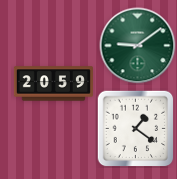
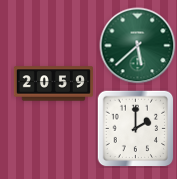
clock at (138, 46): 9:09 -> 5:38
clock at (135, 128): 1:21 -> 2:00
